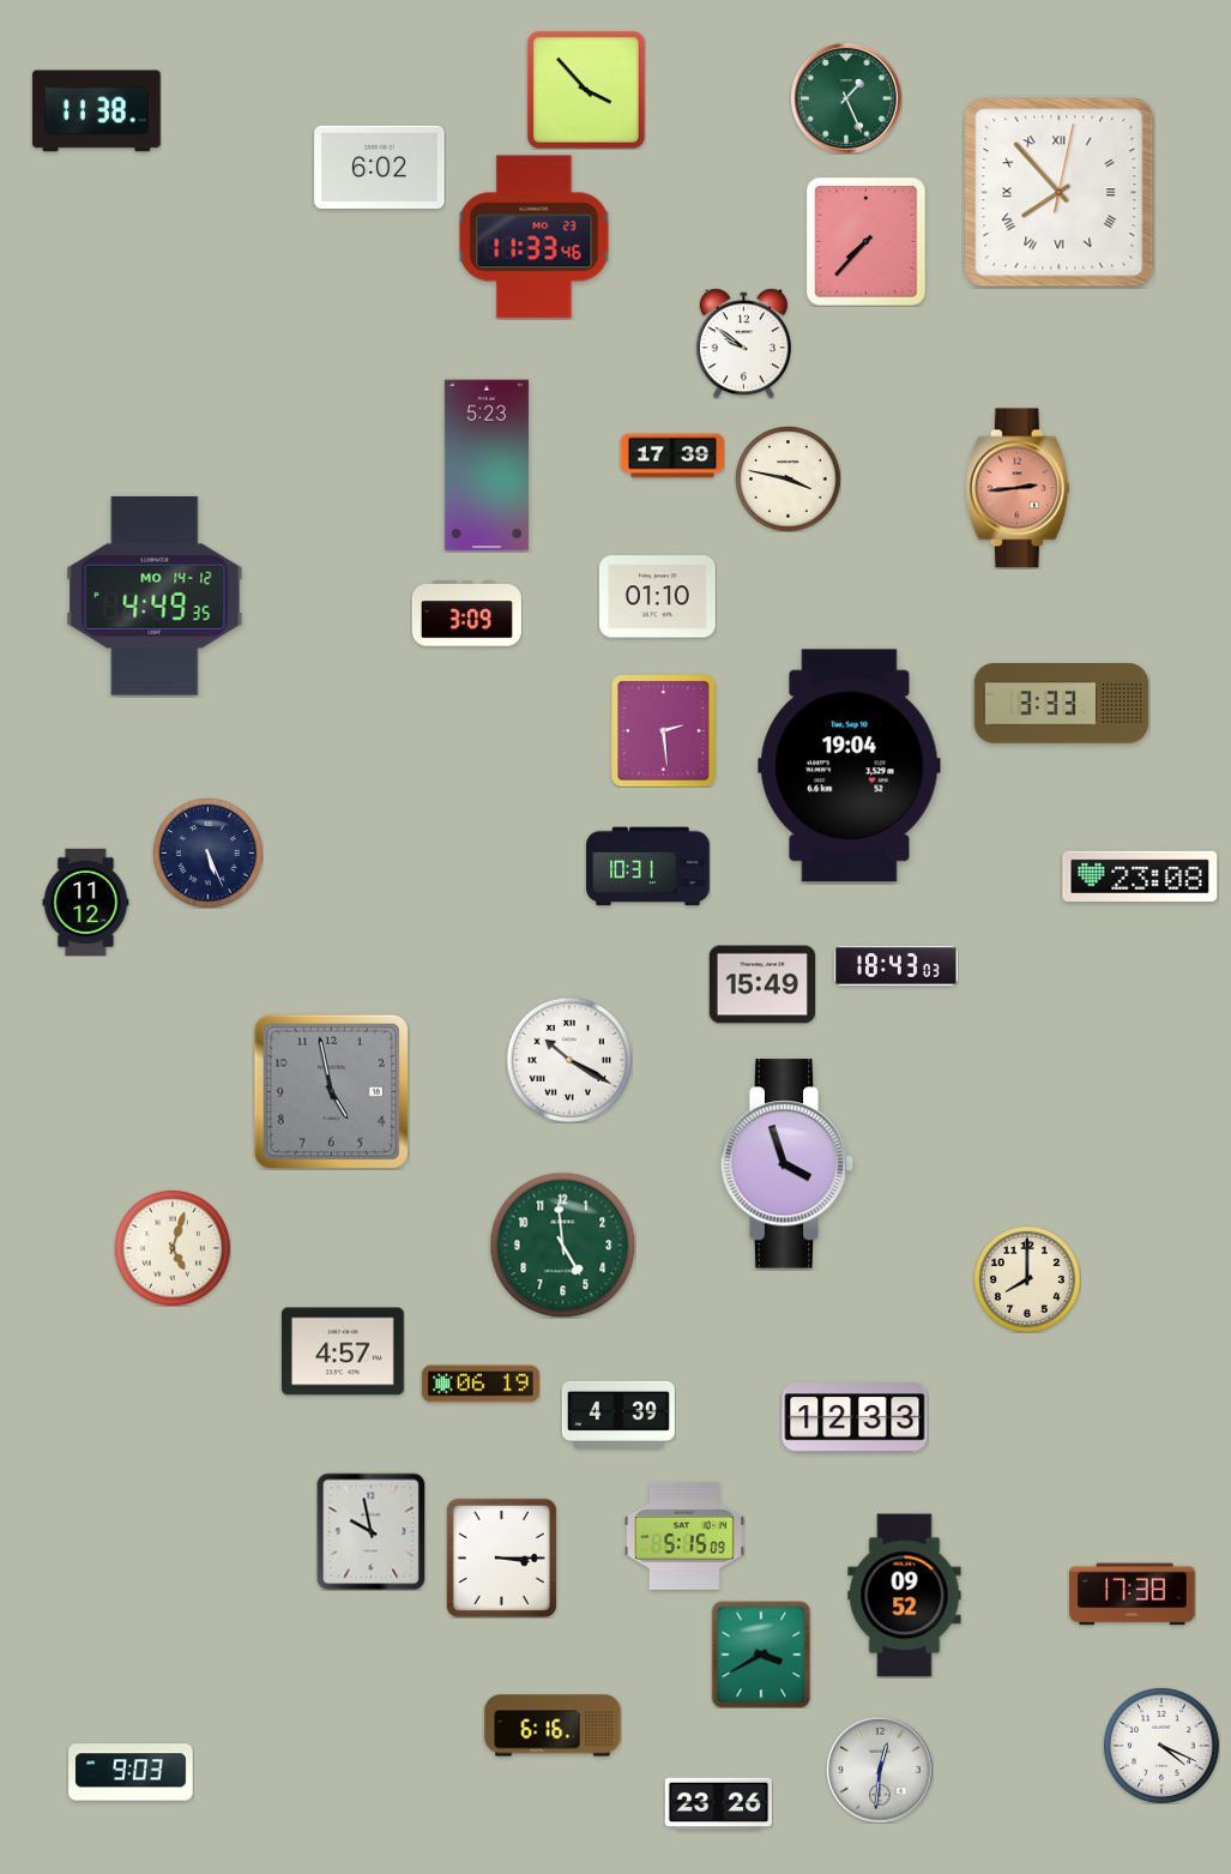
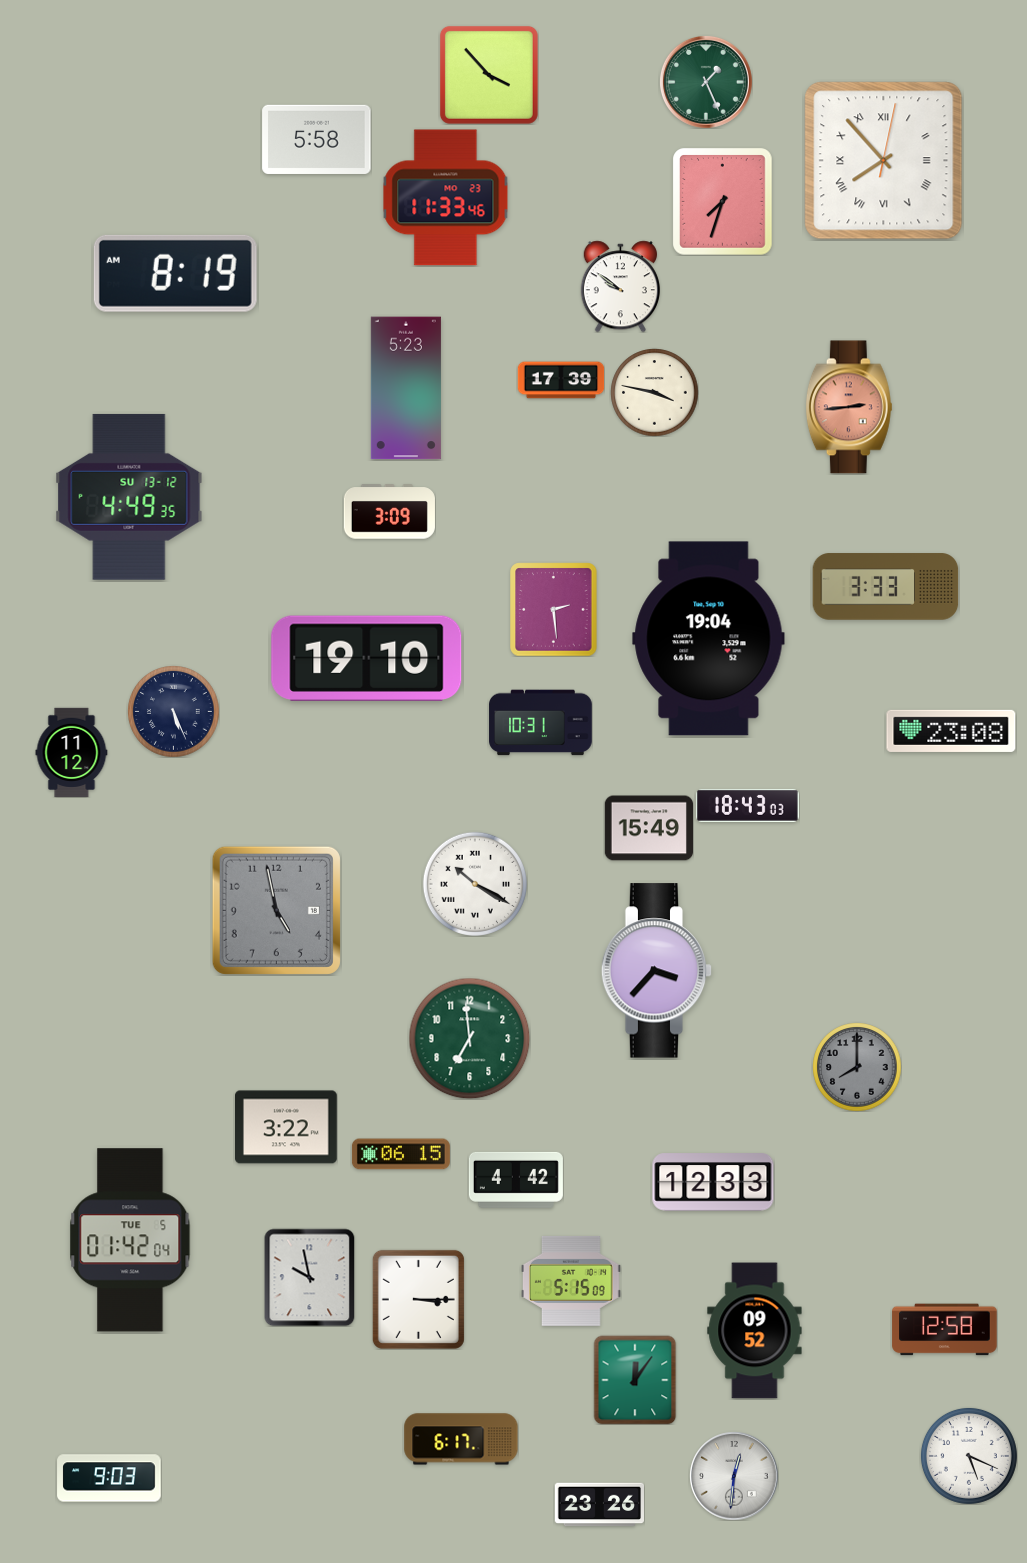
clock at (97, 112): 11:38 -> none
clock at (380, 167): 6:02 -> 5:58
clock at (867, 242): 7:37 -> 7:33
clock at (175, 273): none -> 8:19
clock at (788, 478) position: (788, 478) -> (654, 392)
clock at (155, 596) date: MO 14-12 -> SU 13-12
clock at (657, 597): 01:10 -> none
clock at (367, 658): none -> 19:10
clock at (761, 984) position: (761, 984) -> (648, 828)
clock at (788, 1164): 3:57 -> 3:37
clock at (562, 1245): 4:59 -> 6:59
clock at (173, 1248): 5:03 -> none
clock at (1027, 1279) dial: cream -> grey
clock at (344, 1351): 4:57 -> 3:22
clock at (481, 1384): 06:19 -> 06:15
clock at (618, 1415): 4:39 -> 4:42
clock at (130, 1240): none -> 01:42
clock at (1133, 1595): 17:38 -> 12:58
clock at (761, 1655): 3:40 -> 12:06
clock at (553, 1725): 6:16 -> 6:17
clock at (1161, 1746): 4:19 -> 5:19
